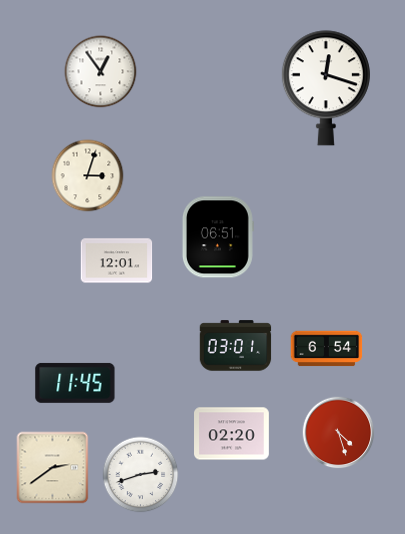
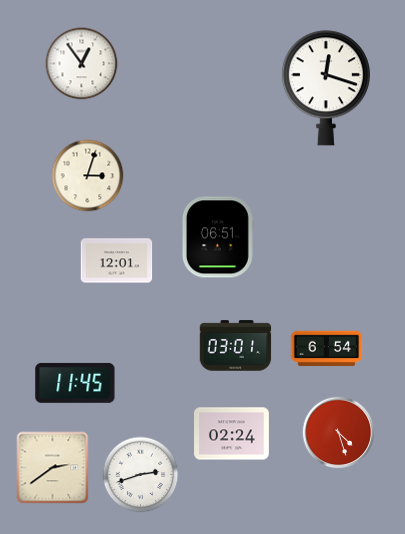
clock at (101, 72) position: (101, 72) -> (82, 64)
clock at (232, 434): 02:20 -> 02:24
